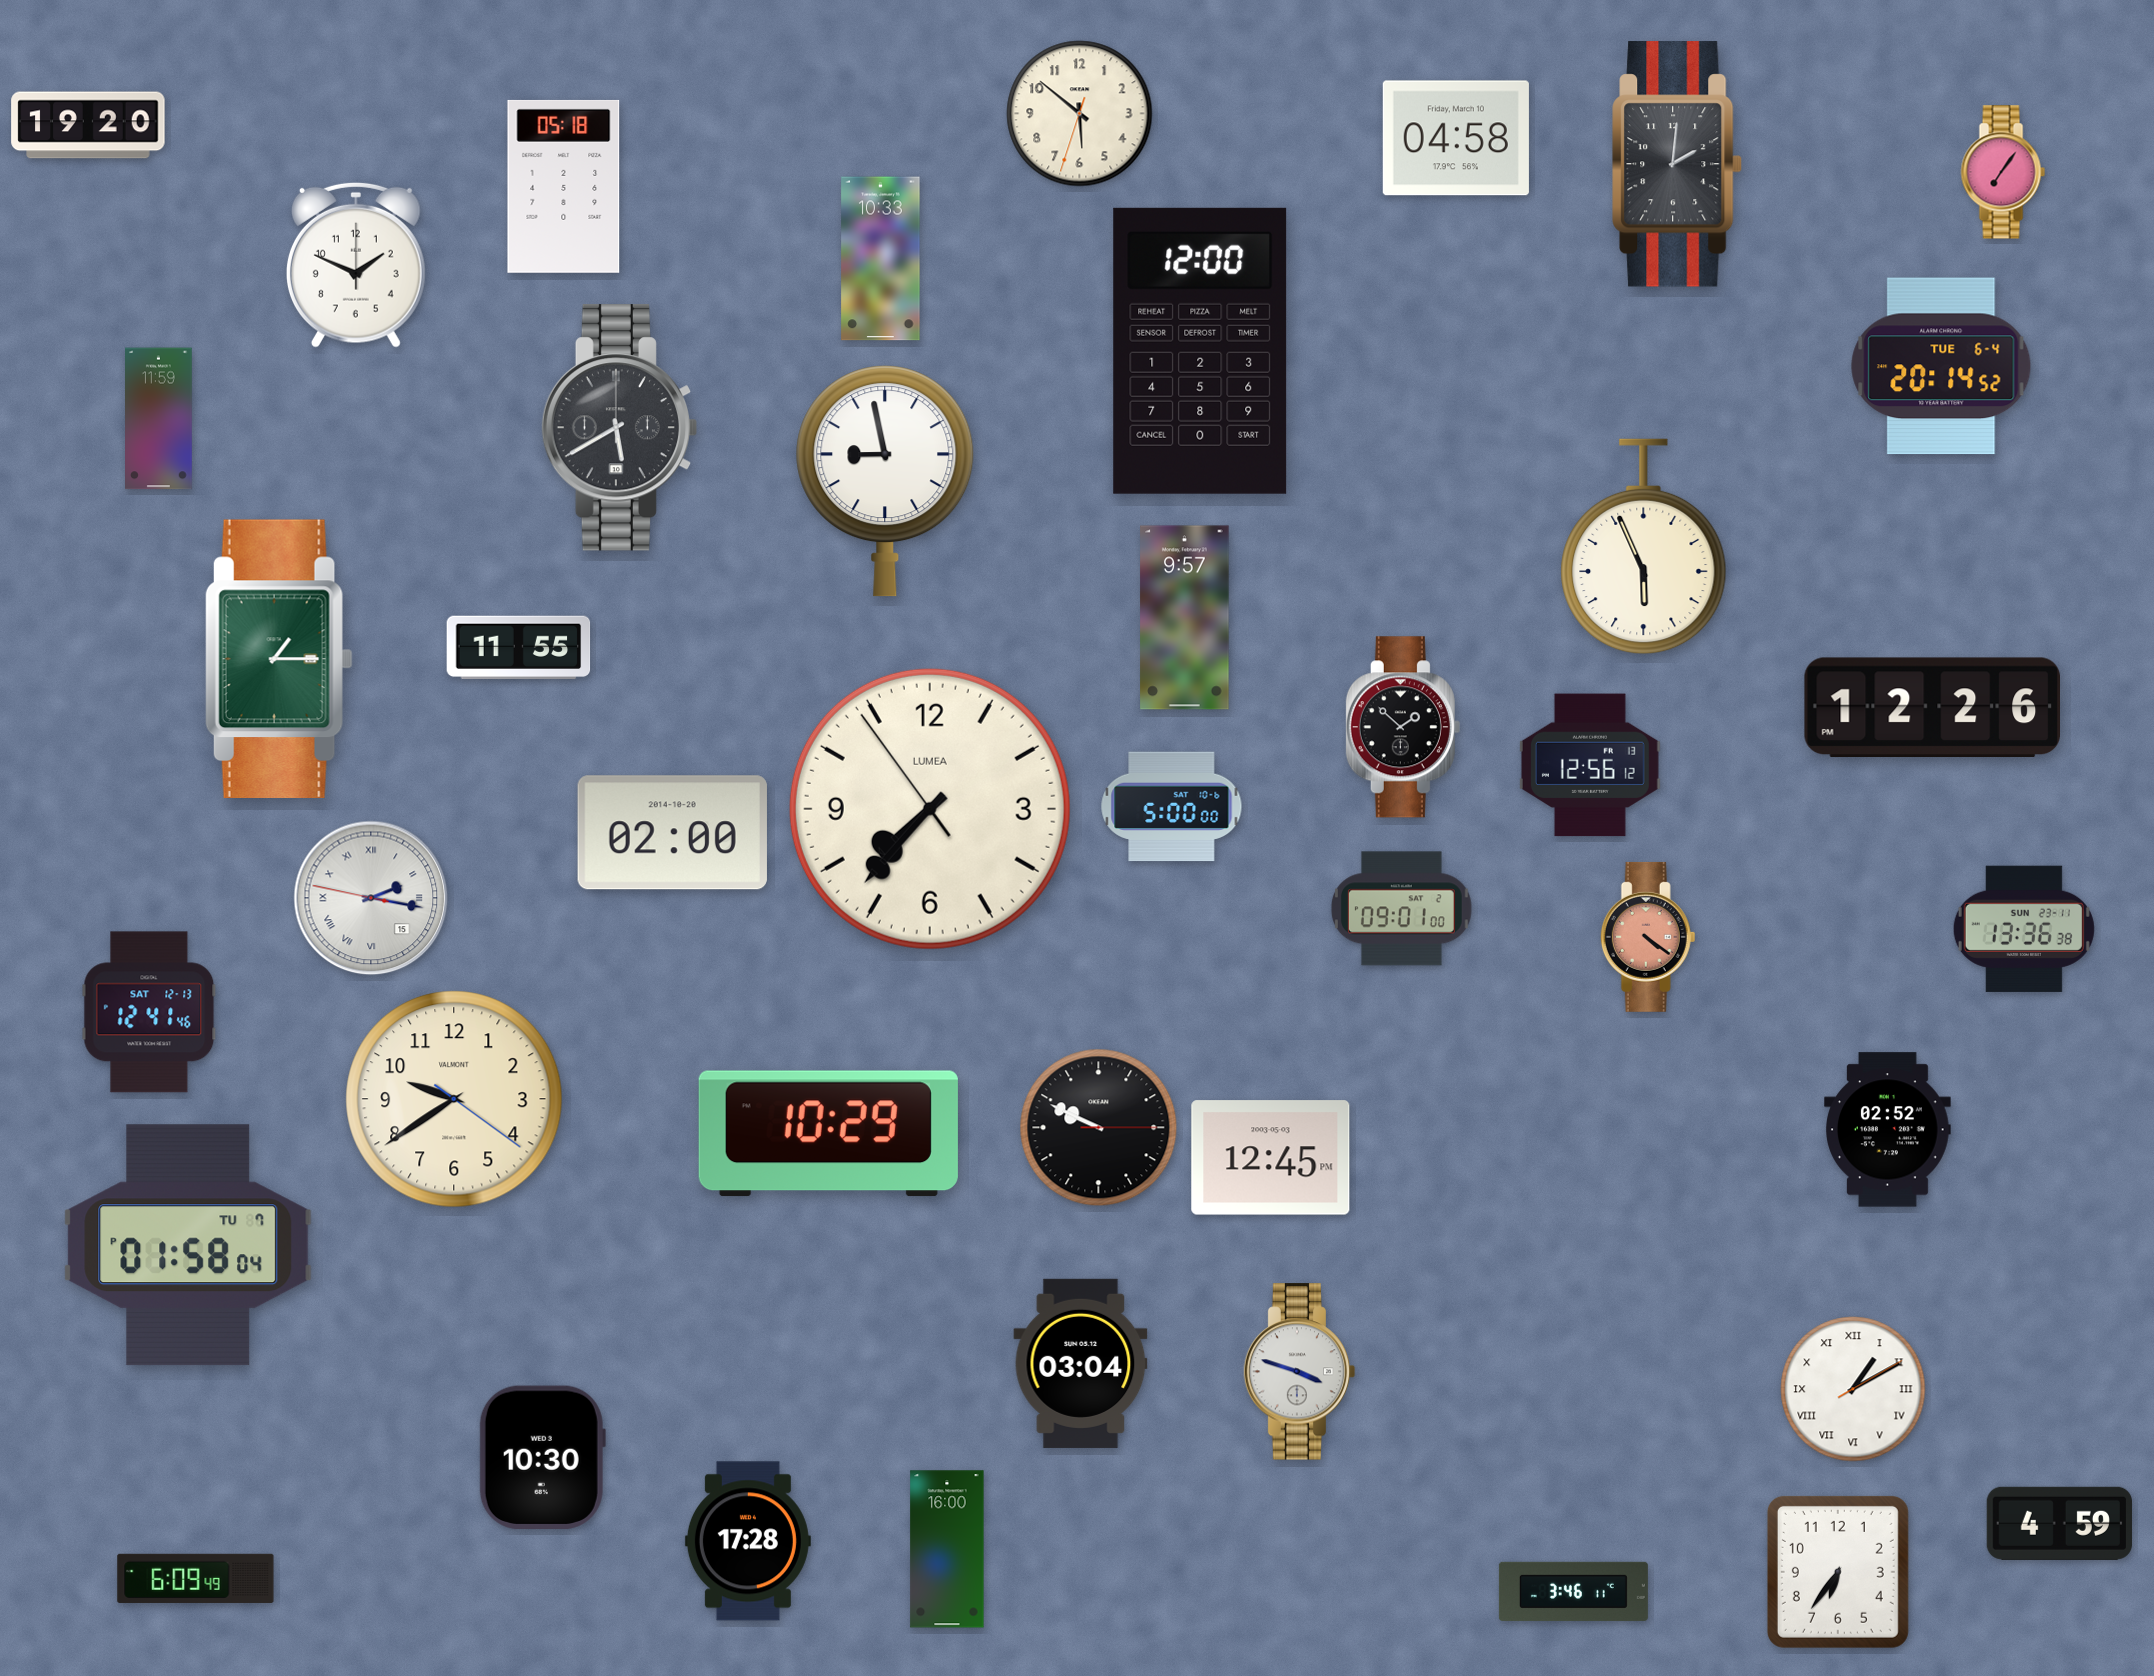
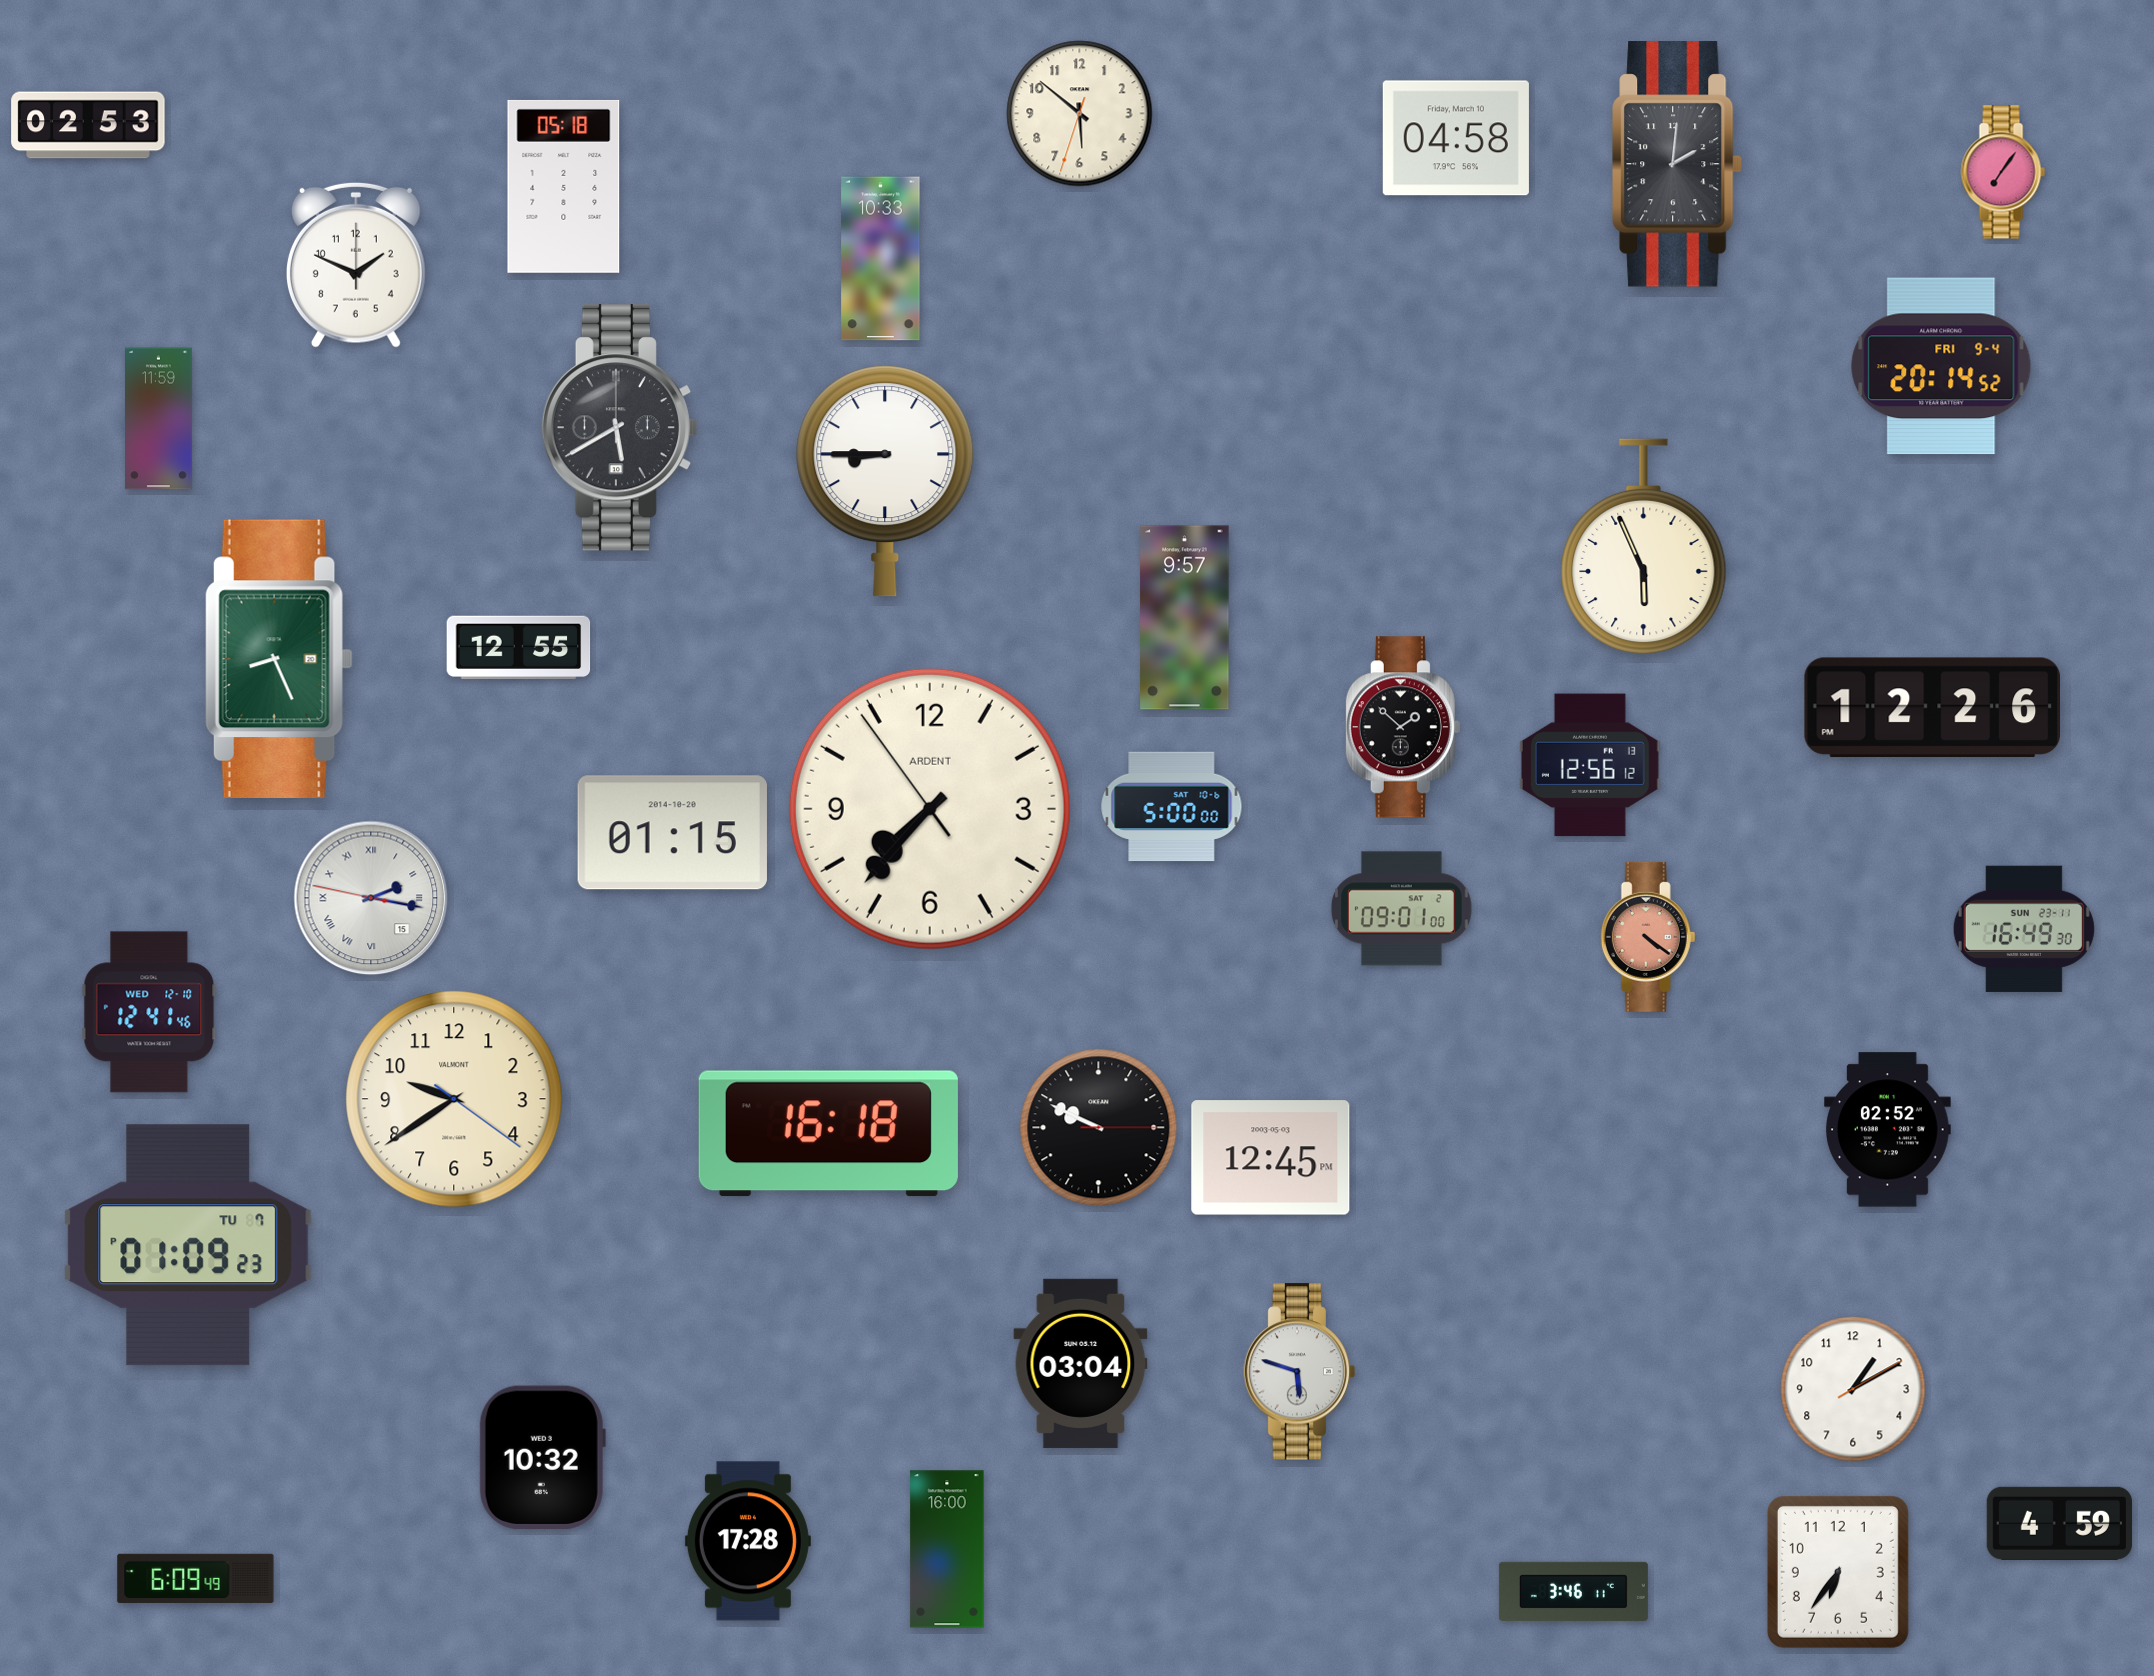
clock at (88, 125): 19:20 -> 02:53
clock at (1200, 351): 12:00 -> none
clock at (1941, 366) date: TUE 6-4 -> FRI 9-4
clock at (885, 481): 8:58 -> 8:45
clock at (519, 648): 11:55 -> 12:55
clock at (279, 658): 1:15 -> 8:26
clock at (930, 809) brand: LUMEA -> ARDENT
clock at (672, 833): 02:00 -> 01:15
clock at (2024, 929): 13:36 -> 16:49
clock at (149, 1012) date: SAT 12-13 -> WED 12-10
clock at (828, 1134): 10:29 -> 16:18
clock at (188, 1245): 01:58 -> 01:09
clock at (1300, 1372): 3:48 -> 5:48
clock at (1853, 1389) numerals: Roman -> Arabic
clock at (542, 1457): 10:30 -> 10:32
